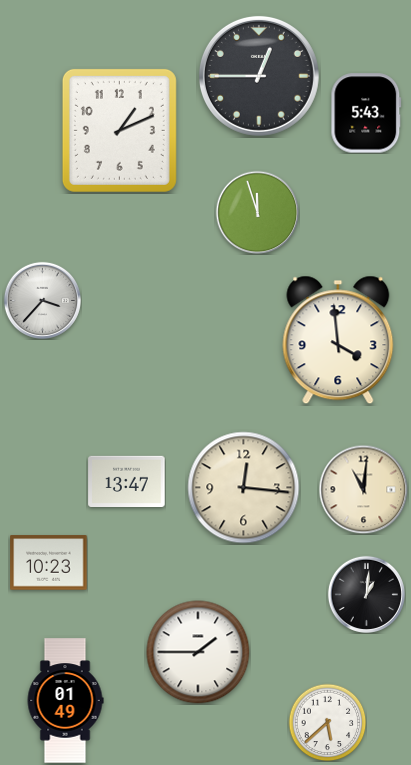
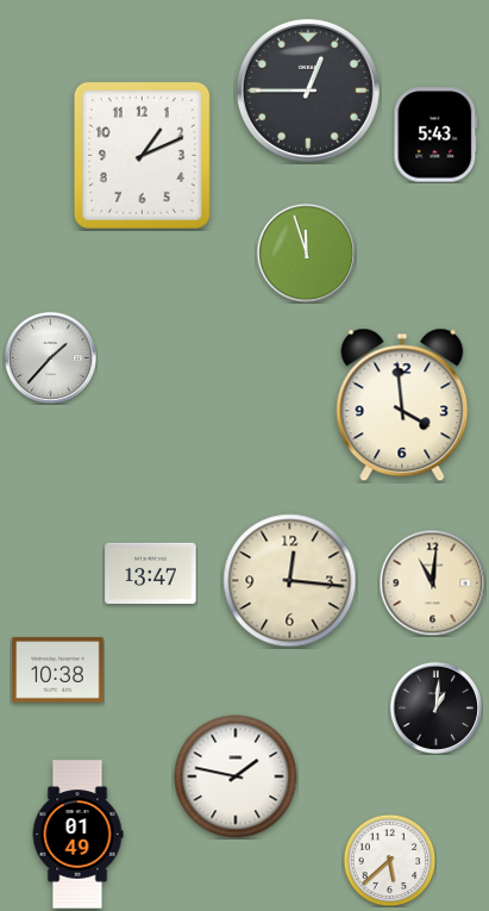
clock at (42, 300): 3:37 -> 1:37
clock at (49, 563): 10:23 -> 10:38
clock at (198, 652): 1:45 -> 1:47
